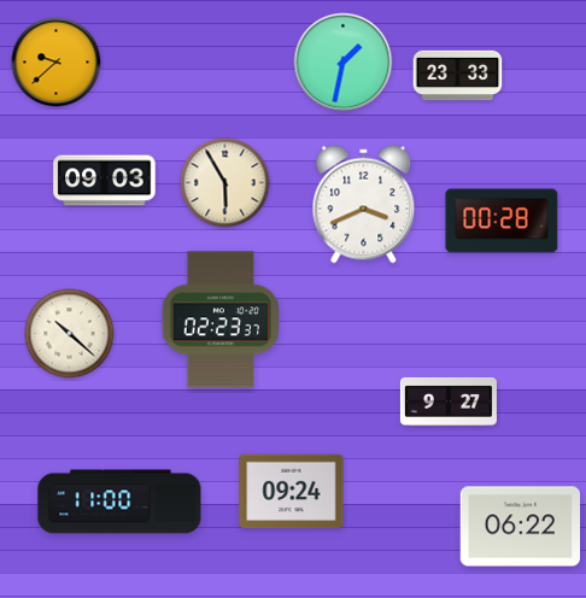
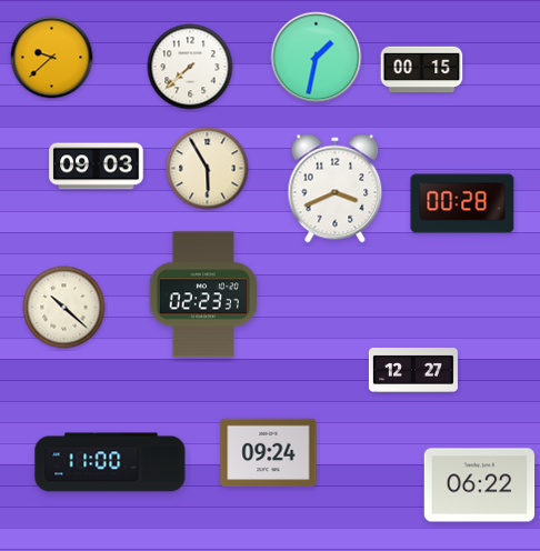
clock at (190, 67): none -> 7:38
clock at (458, 76): 23:33 -> 00:15
clock at (449, 401): 9:27 -> 12:27
